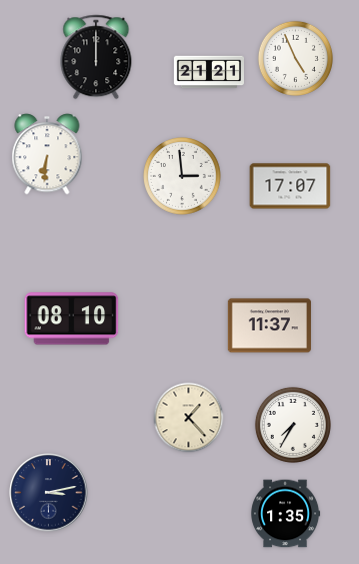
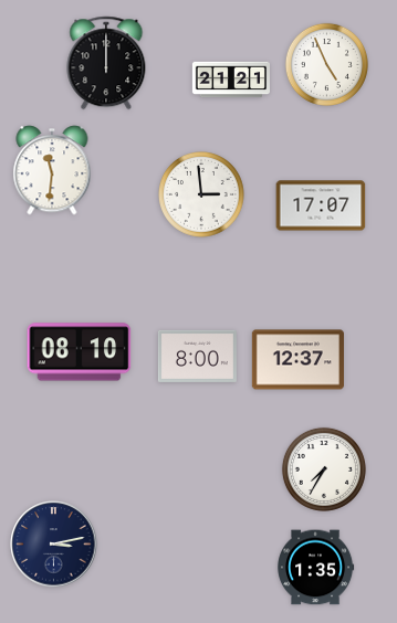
clock at (47, 154): 6:31 -> 11:31
clock at (197, 356): none -> 8:00
clock at (269, 326): 11:37 -> 12:37
clock at (189, 418): 1:23 -> none
